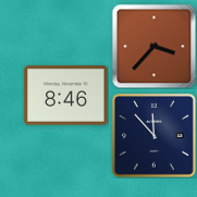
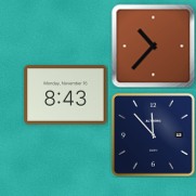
clock at (153, 46): 3:37 -> 10:37
clock at (66, 96): 8:46 -> 8:43
